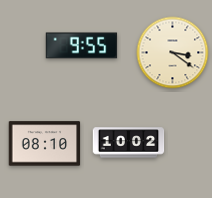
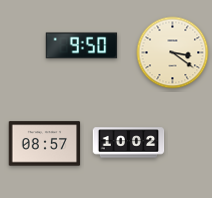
clock at (82, 46): 9:55 -> 9:50
clock at (45, 144): 08:10 -> 08:57
